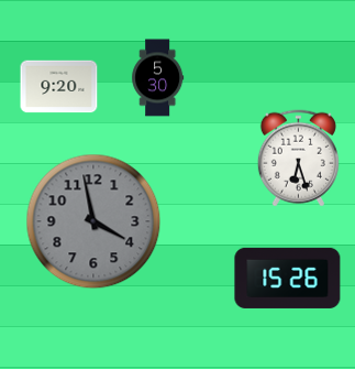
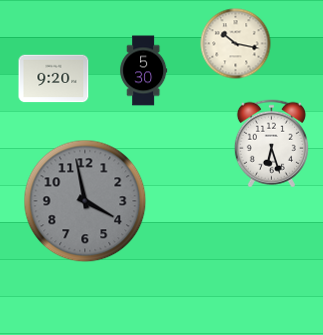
clock at (236, 44): none -> 10:17
clock at (288, 278): 15:26 -> none
